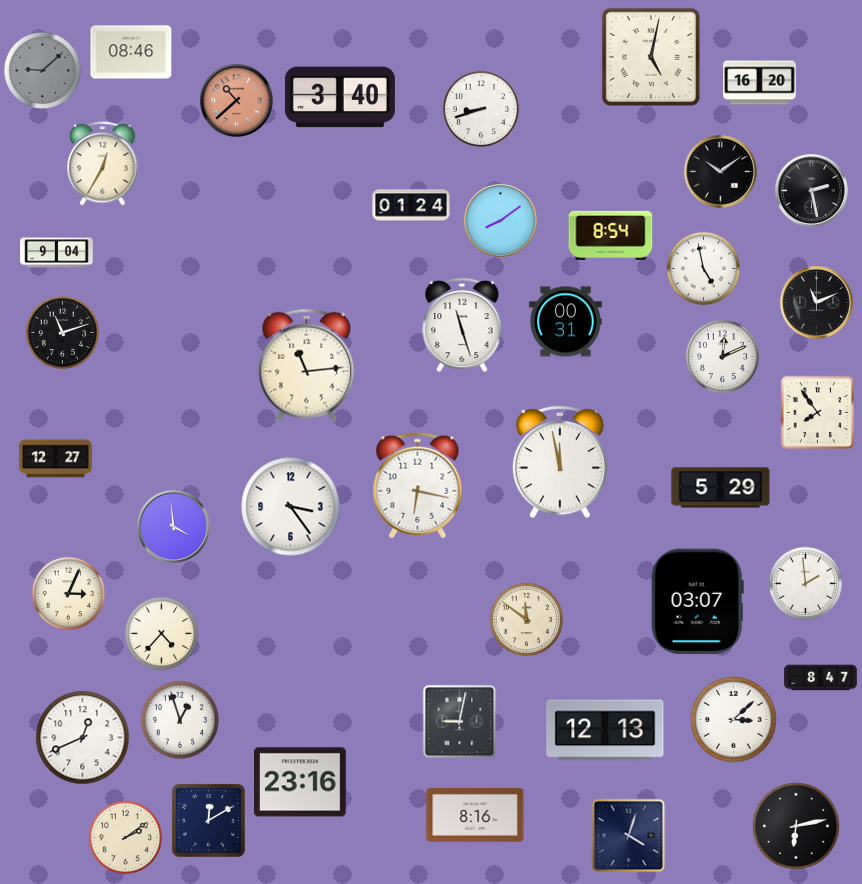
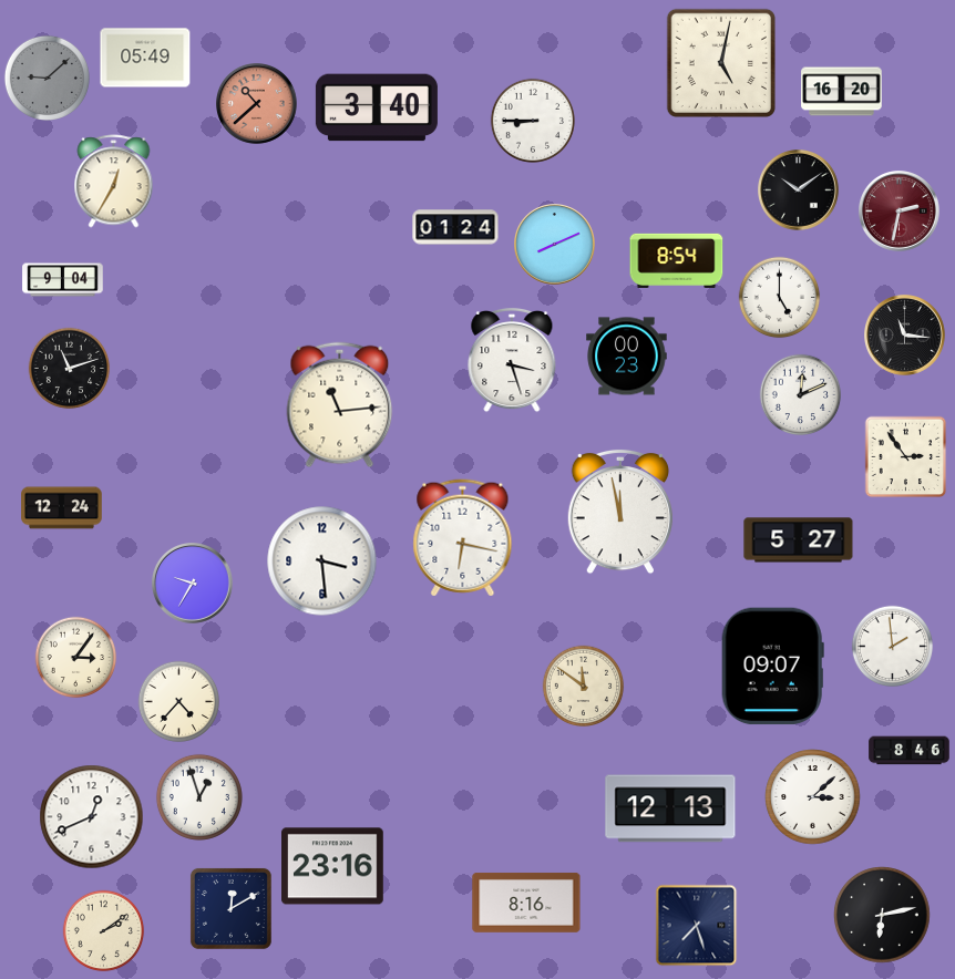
clock at (131, 52): 08:46 -> 05:49
clock at (237, 101) position: (237, 101) -> (257, 104)
clock at (481, 109): 8:42 -> 8:45
clock at (812, 191): 2:28 -> 2:32
clock at (812, 191) dial: black -> burgundy
clock at (501, 221): 8:09 -> 8:11
clock at (704, 269): 4:58 -> 5:00
clock at (817, 303): 11:11 -> 11:16
clock at (566, 322): 00:31 -> 00:23
clock at (462, 325): 11:27 -> 3:27
clock at (818, 413): 7:54 -> 2:54
clock at (56, 459): 12:27 -> 12:24
clock at (721, 488): 5:29 -> 5:27
clock at (291, 507): 3:24 -> 3:29
clock at (174, 527): 3:59 -> 9:35
clock at (69, 594): 3:04 -> 3:06
clock at (697, 602): 03:07 -> 09:07
clock at (821, 678): 8:47 -> 8:46
clock at (460, 722): 9:02 -> none
clock at (629, 836): 4:03 -> 7:27
clock at (126, 838) position: (126, 838) -> (104, 931)
